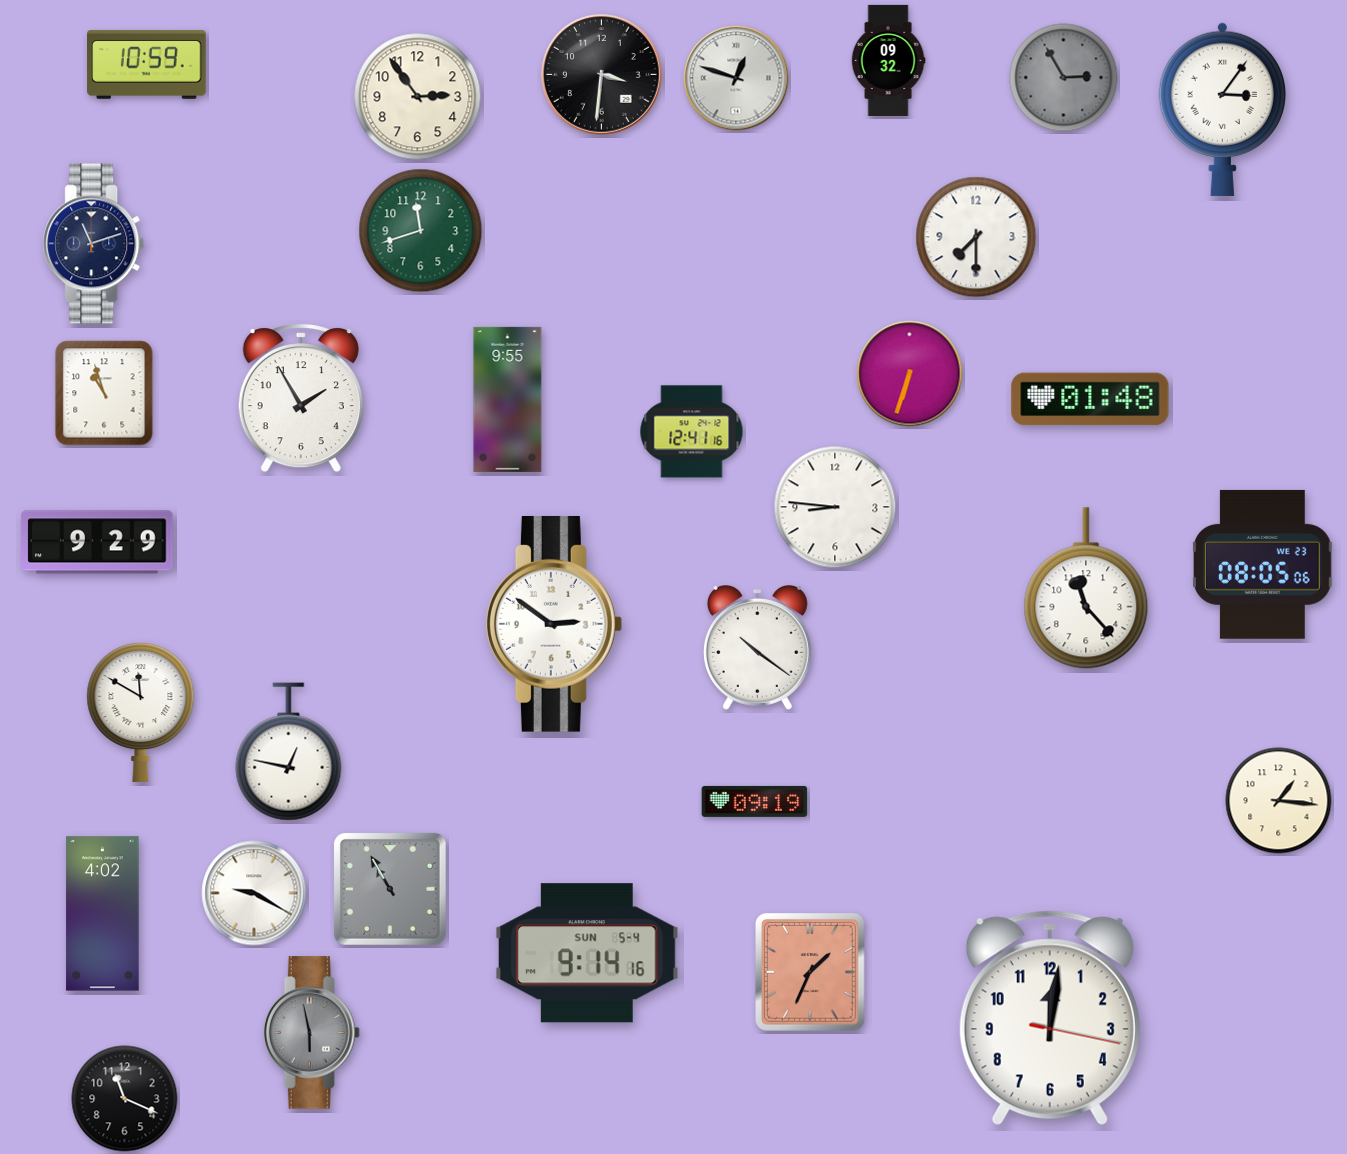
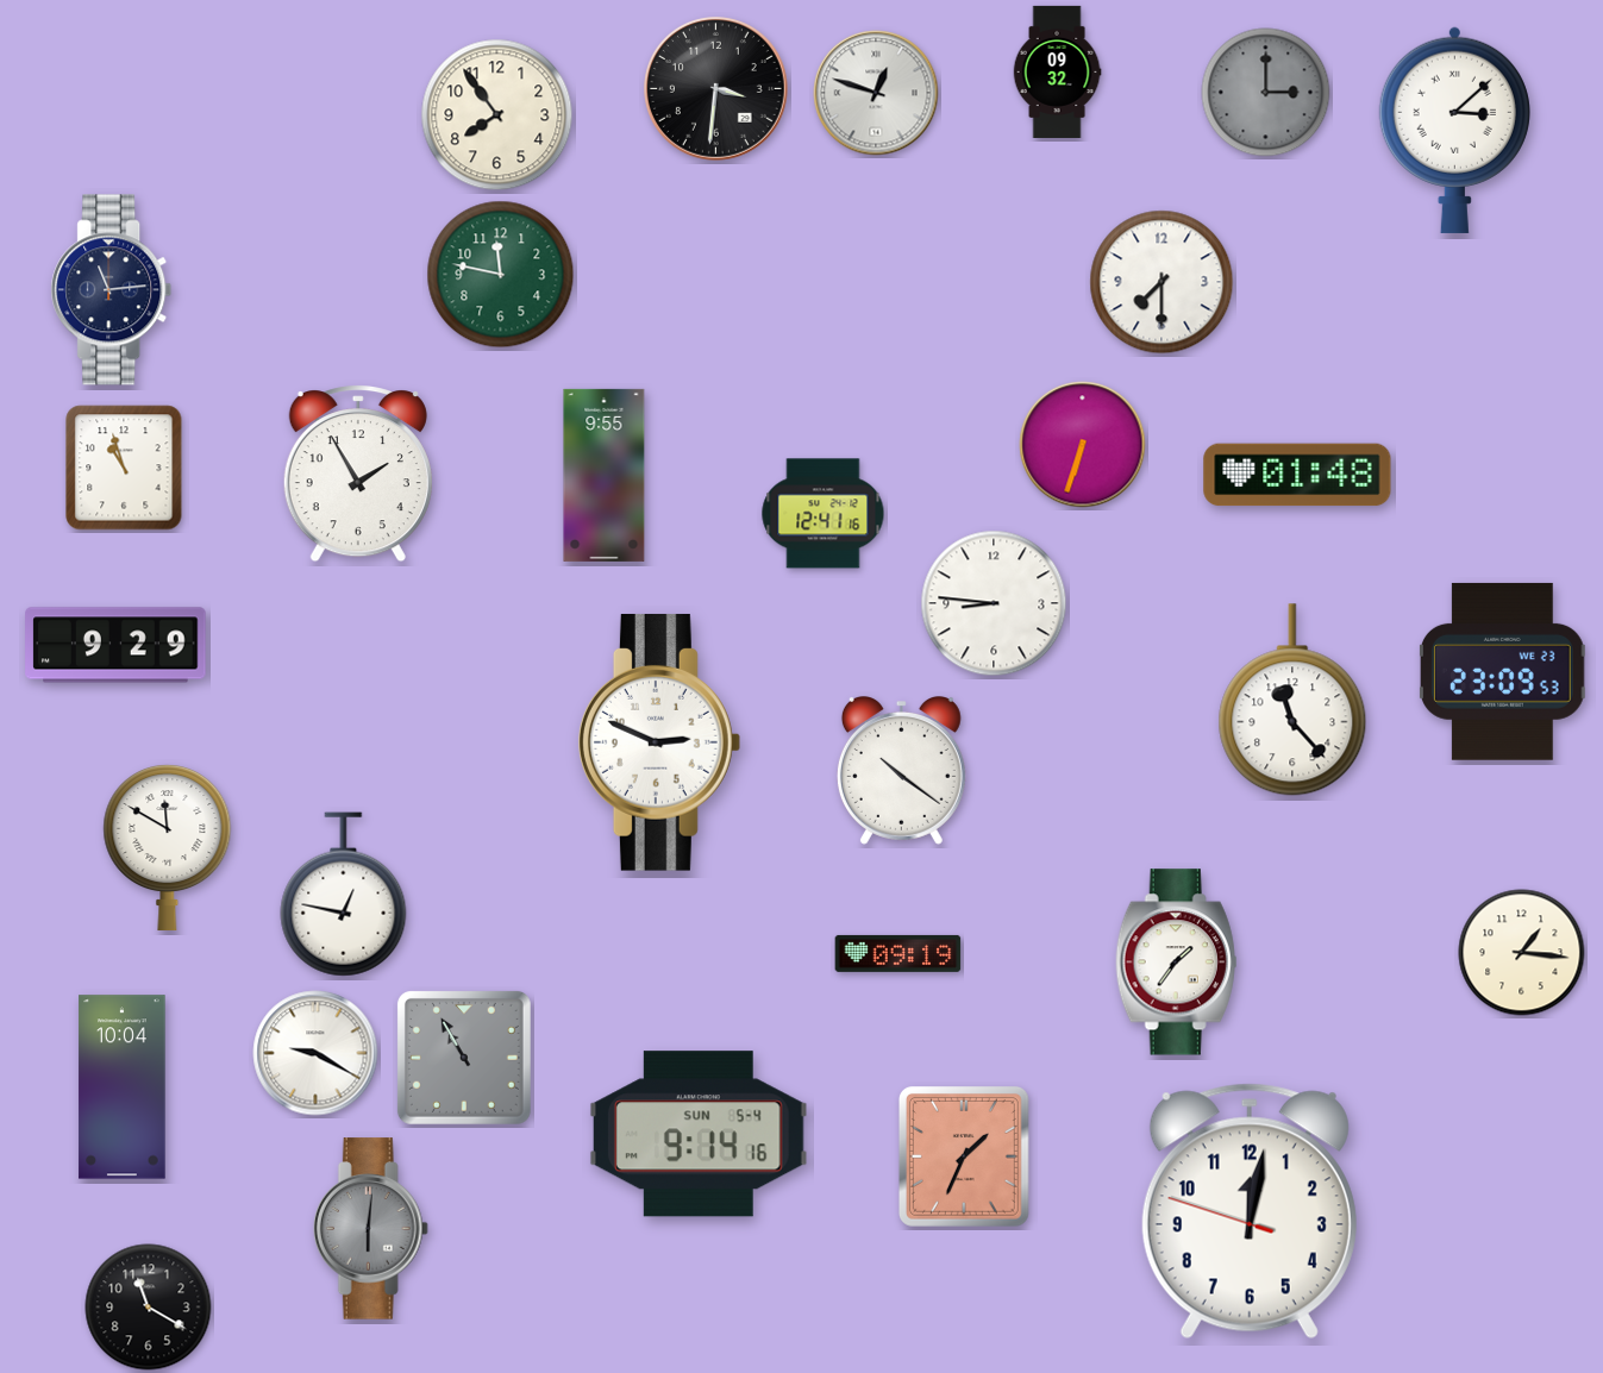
clock at (147, 64): 10:59 -> none
clock at (1064, 78): 2:55 -> 3:00
clock at (418, 97): 2:54 -> 7:54
clock at (1222, 109): 3:06 -> 3:08
clock at (421, 231): 11:42 -> 11:47
clock at (94, 244): 11:12 -> 11:14
clock at (1262, 564): 08:05 -> 23:09
clock at (554, 624): 2:51 -> 2:49
clock at (1177, 963): none -> 1:36
clock at (254, 893) position: (254, 893) -> (315, 1053)
clock at (103, 914): 4:02 -> 10:04
clock at (1050, 1018): 12:01:17 -> 12:01:48
clock at (311, 1033): 5:58 -> 6:01
clock at (125, 1099): 11:19 -> 11:20
